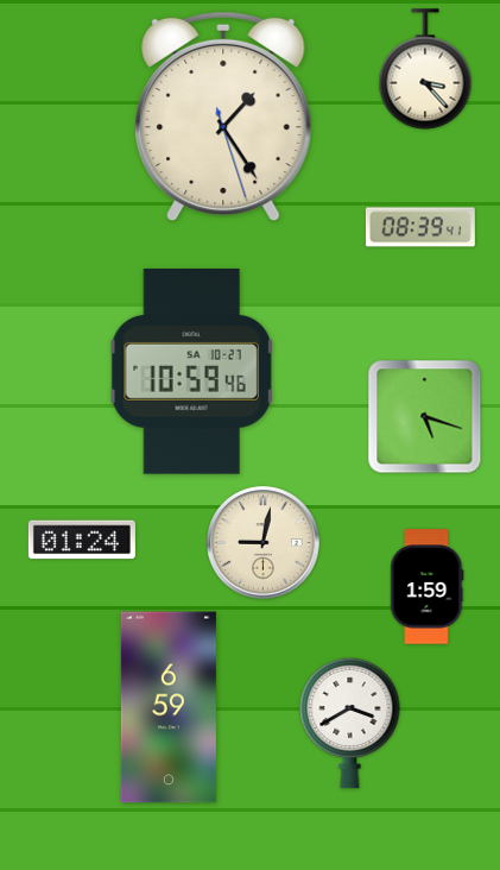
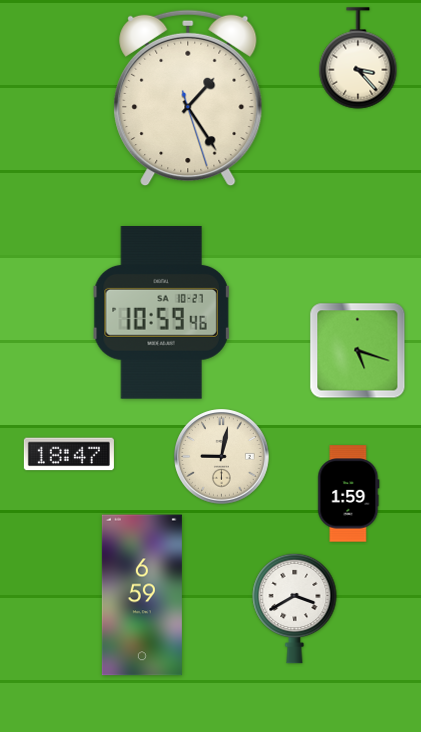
clock at (420, 227): 08:39 -> none
clock at (82, 540): 01:24 -> 18:47
clock at (428, 587) position: (428, 587) -> (349, 494)
